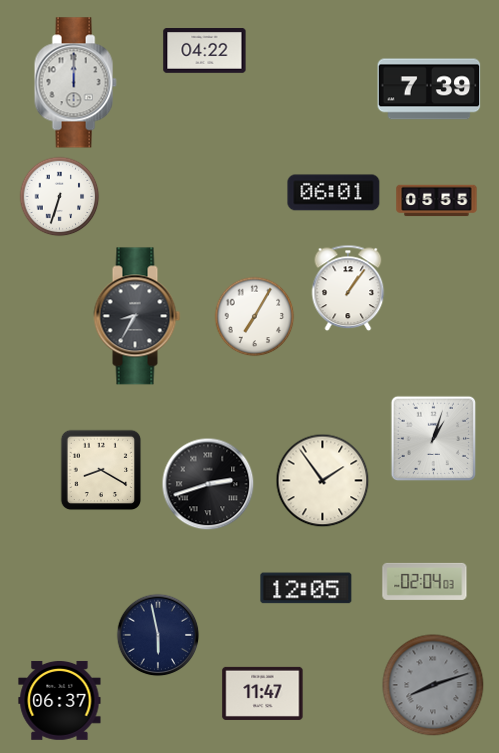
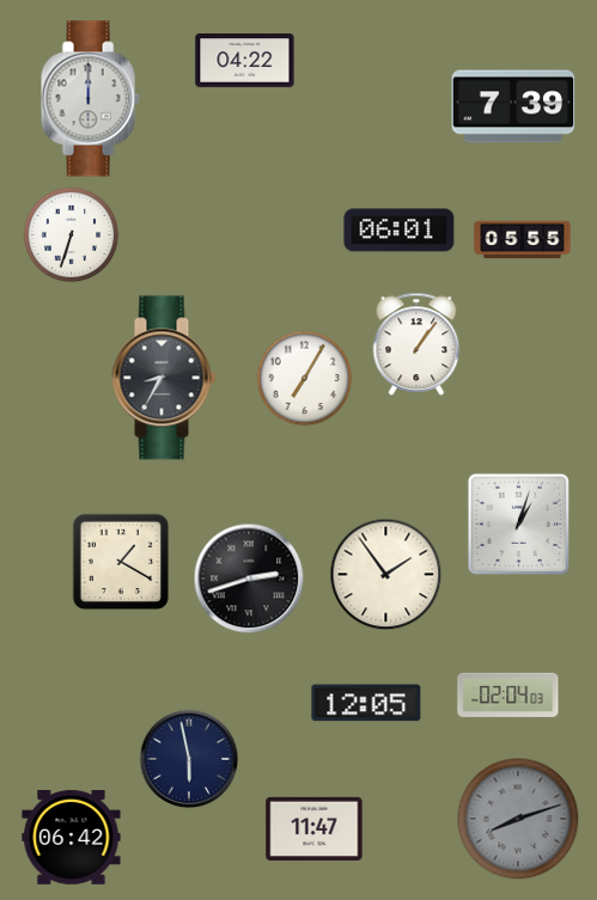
clock at (101, 470): 8:20 -> 1:20
clock at (60, 700): 06:37 -> 06:42
